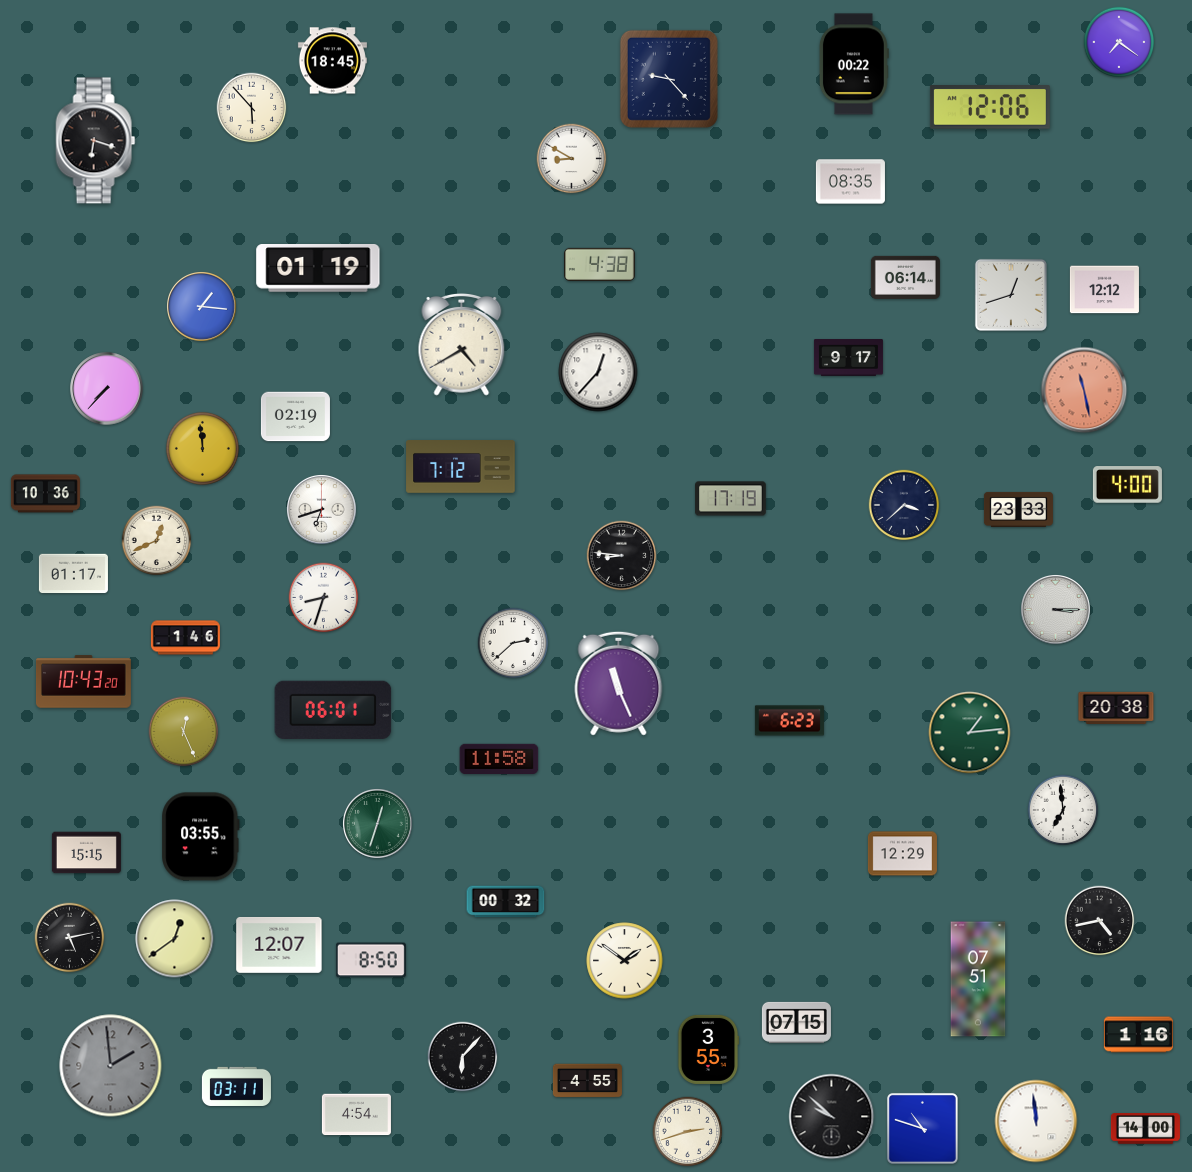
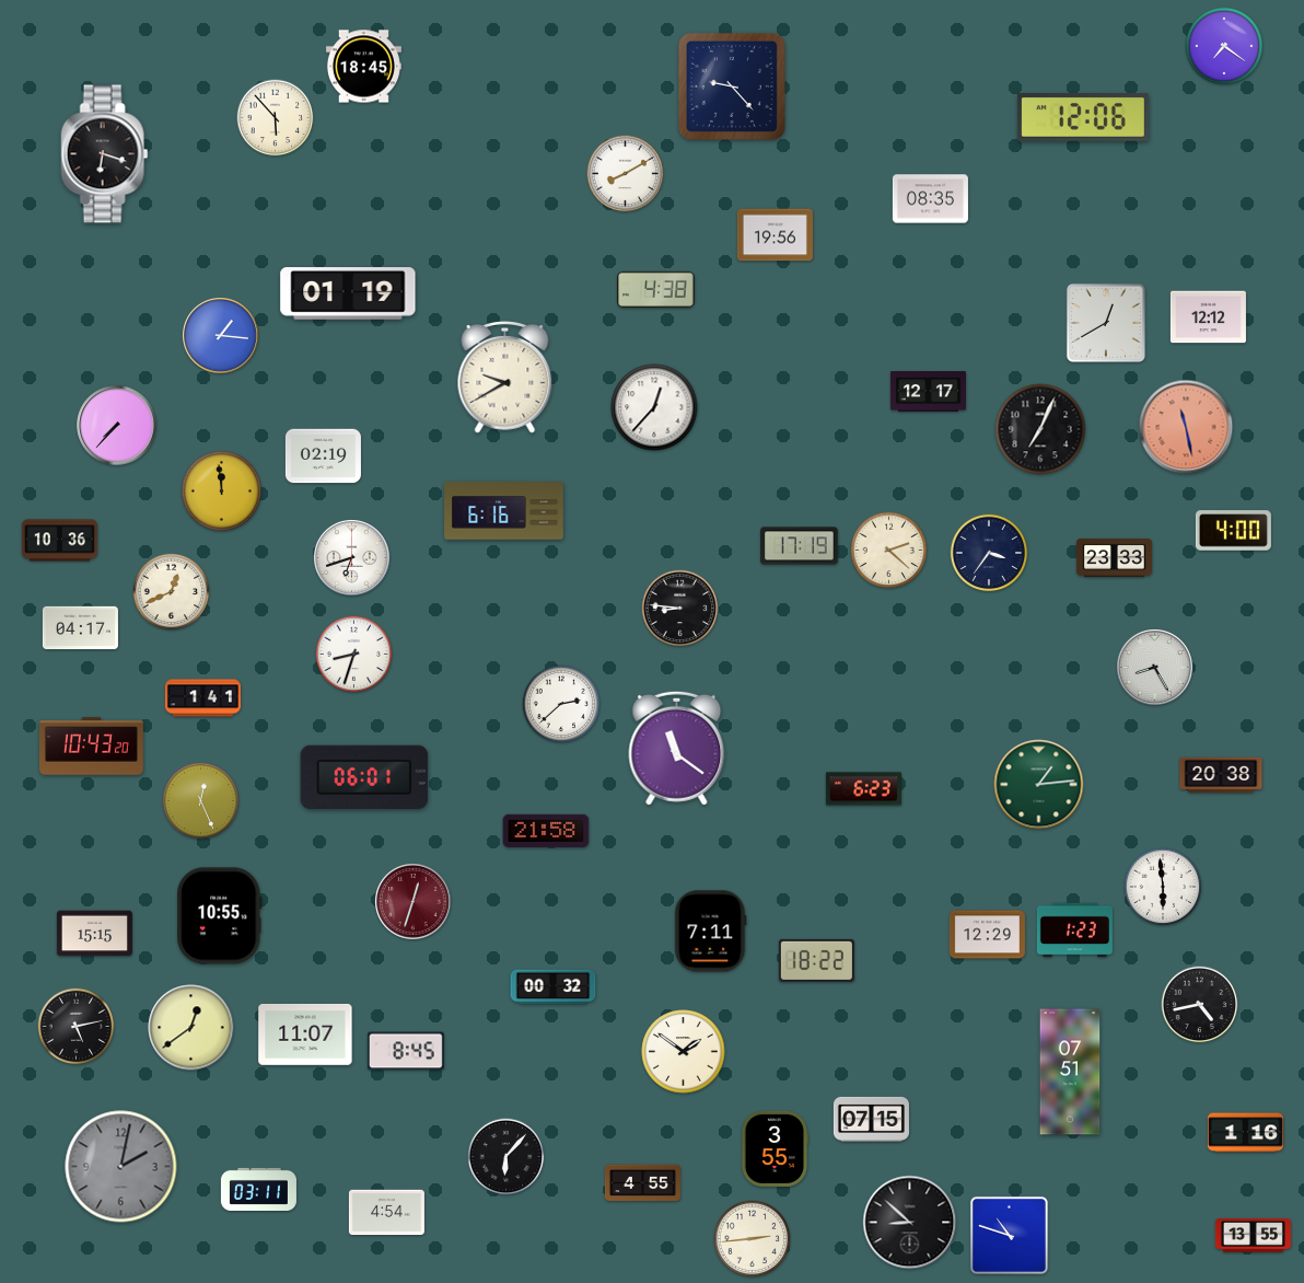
clock at (854, 64): 00:22 -> none
clock at (572, 159): 8:50 -> 8:10
clock at (775, 235): none -> 19:56
clock at (905, 277): 06:14 -> none
clock at (1011, 295): 12:42 -> 12:40
clock at (462, 344): 4:40 -> 9:40
clock at (848, 358): 9:17 -> 12:17
clock at (1040, 429): none -> 7:04
clock at (461, 467): 7:12 -> 6:16
clock at (45, 494) position: (45, 494) -> (59, 541)
clock at (889, 551): none -> 2:22
clock at (904, 505): 3:38 -> 3:36
clock at (73, 574): 01:17 -> 04:17
clock at (1056, 610): 3:15 -> 8:25
clock at (185, 638): 1:46 -> 1:41
clock at (619, 683): 11:26 -> 11:21
clock at (970, 733) position: (970, 733) -> (1039, 785)
clock at (499, 758): 11:58 -> 21:58
clock at (1063, 810): 6:59 -> 5:59
clock at (378, 824) dial: green -> burgundy
clock at (201, 837): 03:55 -> 10:55
clock at (1074, 931): none -> 1:23
clock at (711, 932): none -> 7:11
clock at (816, 960): none -> 18:22
clock at (1100, 921) position: (1100, 921) -> (1200, 1005)
clock at (279, 945): 12:07 -> 11:07
clock at (371, 960): 8:50 -> 8:45
clock at (111, 1066): 1:59 -> 2:02
clock at (356, 1115) position: (356, 1115) -> (386, 1213)
clock at (832, 1117): 9:52 -> 8:52
clock at (1036, 1121): 11:59 -> none
clock at (1145, 1129): 14:00 -> 13:55
clock at (688, 1132): 2:42 -> 2:44
